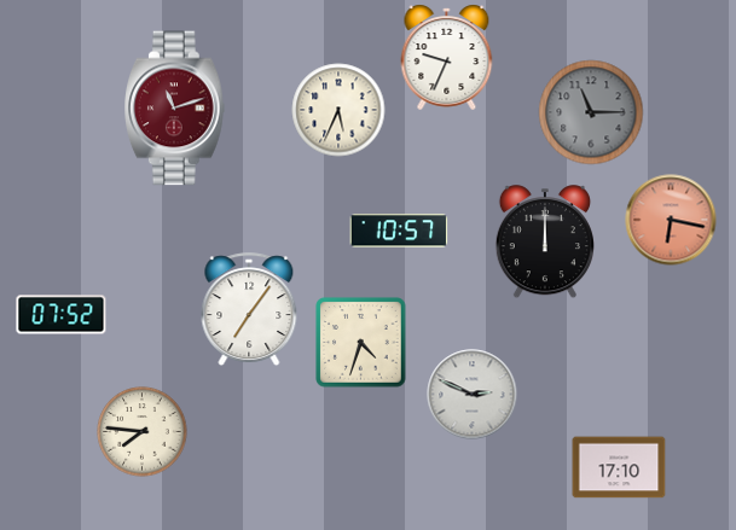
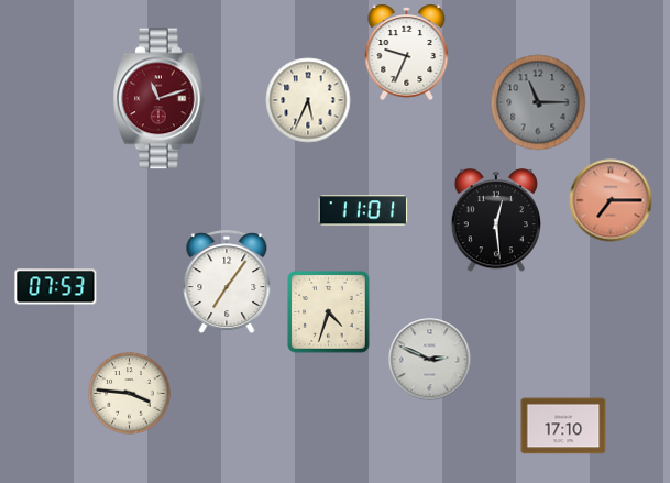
clock at (671, 220): 6:17 -> 7:15
clock at (399, 231): 10:57 -> 11:01
clock at (545, 243): 12:00 -> 12:29
clock at (62, 315): 07:52 -> 07:53
clock at (143, 432): 7:46 -> 3:46
